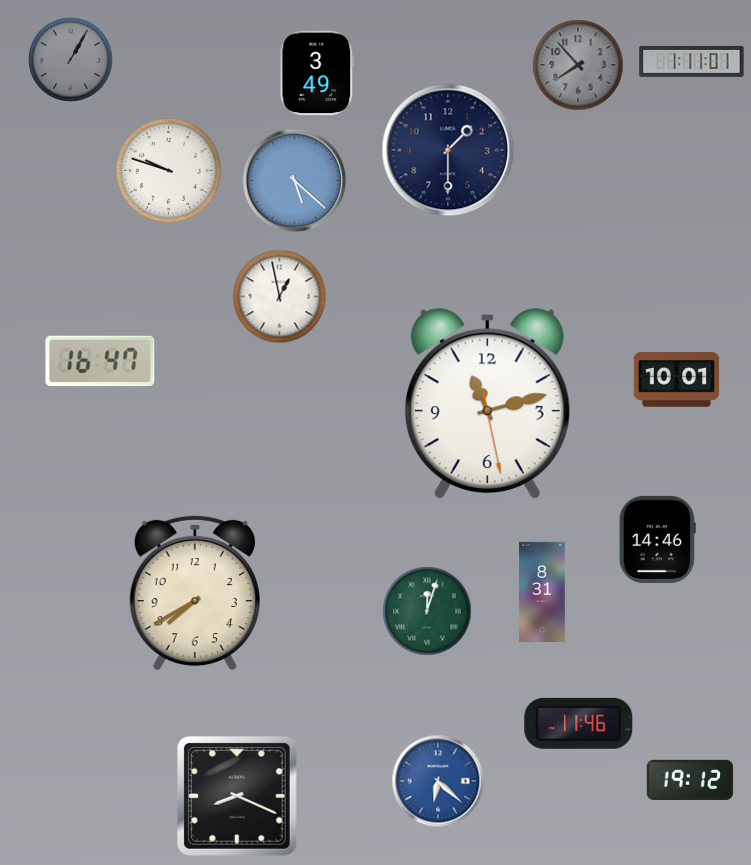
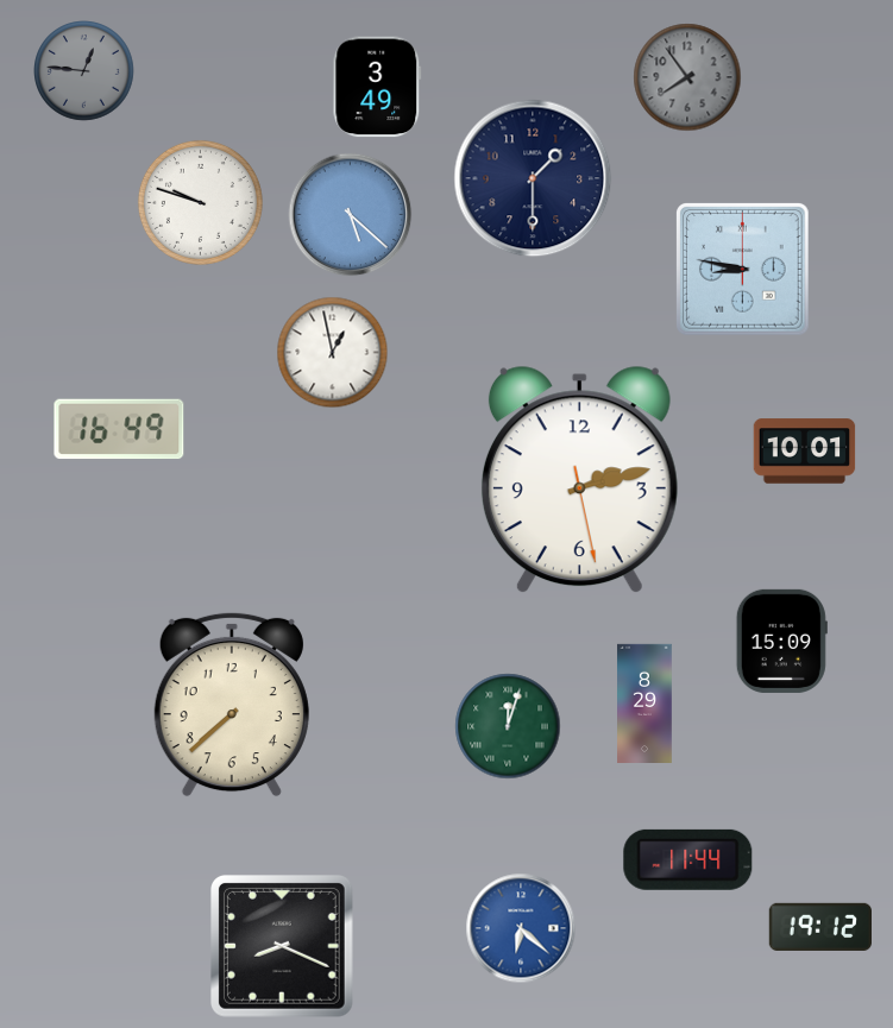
clock at (71, 60): 1:05 -> 12:46
clock at (692, 61): 1:11 -> none
clock at (578, 65): 7:53 -> 7:54
clock at (743, 270): none -> 8:47
clock at (100, 361): 16:47 -> 16:49
clock at (487, 404): 11:12 -> 2:12
clock at (657, 539): 14:46 -> 15:09
clock at (542, 591): 8:31 -> 8:29
clock at (195, 593): 7:40 -> 7:38
clock at (579, 723): 11:46 -> 11:44
